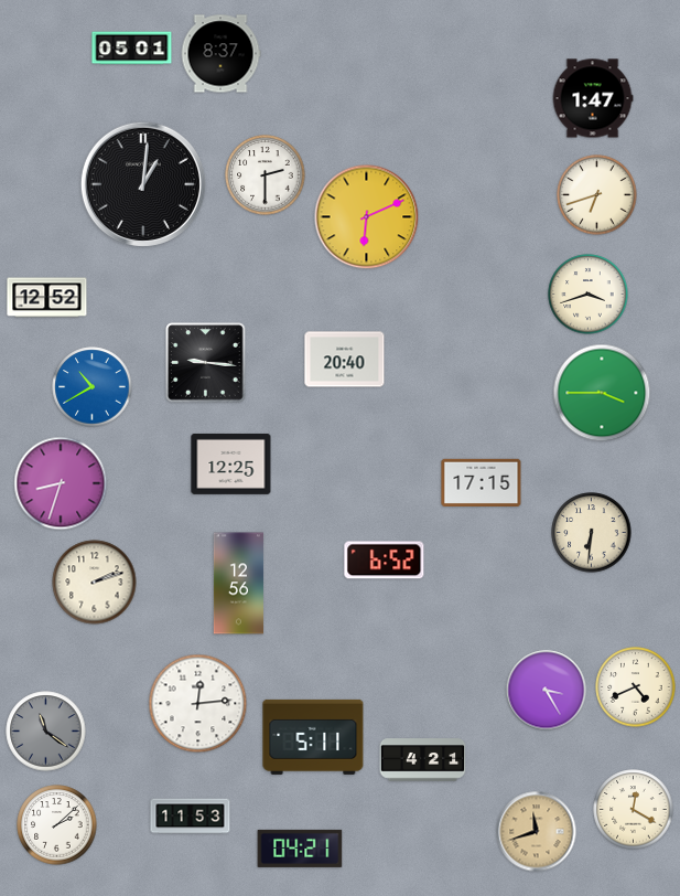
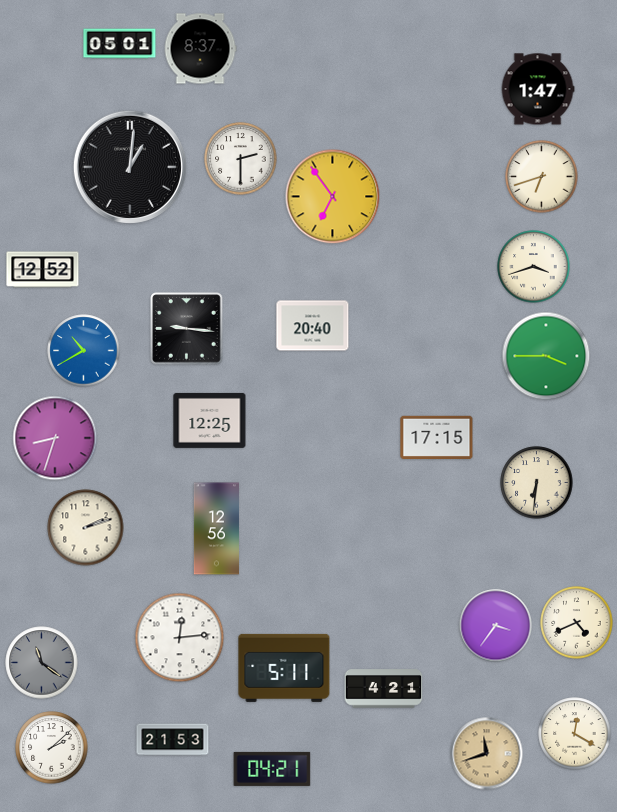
clock at (367, 217): 6:11 -> 6:54
clock at (385, 561): 6:52 -> none
clock at (547, 691): 3:25 -> 3:36
clock at (191, 817): 11:53 -> 21:53
